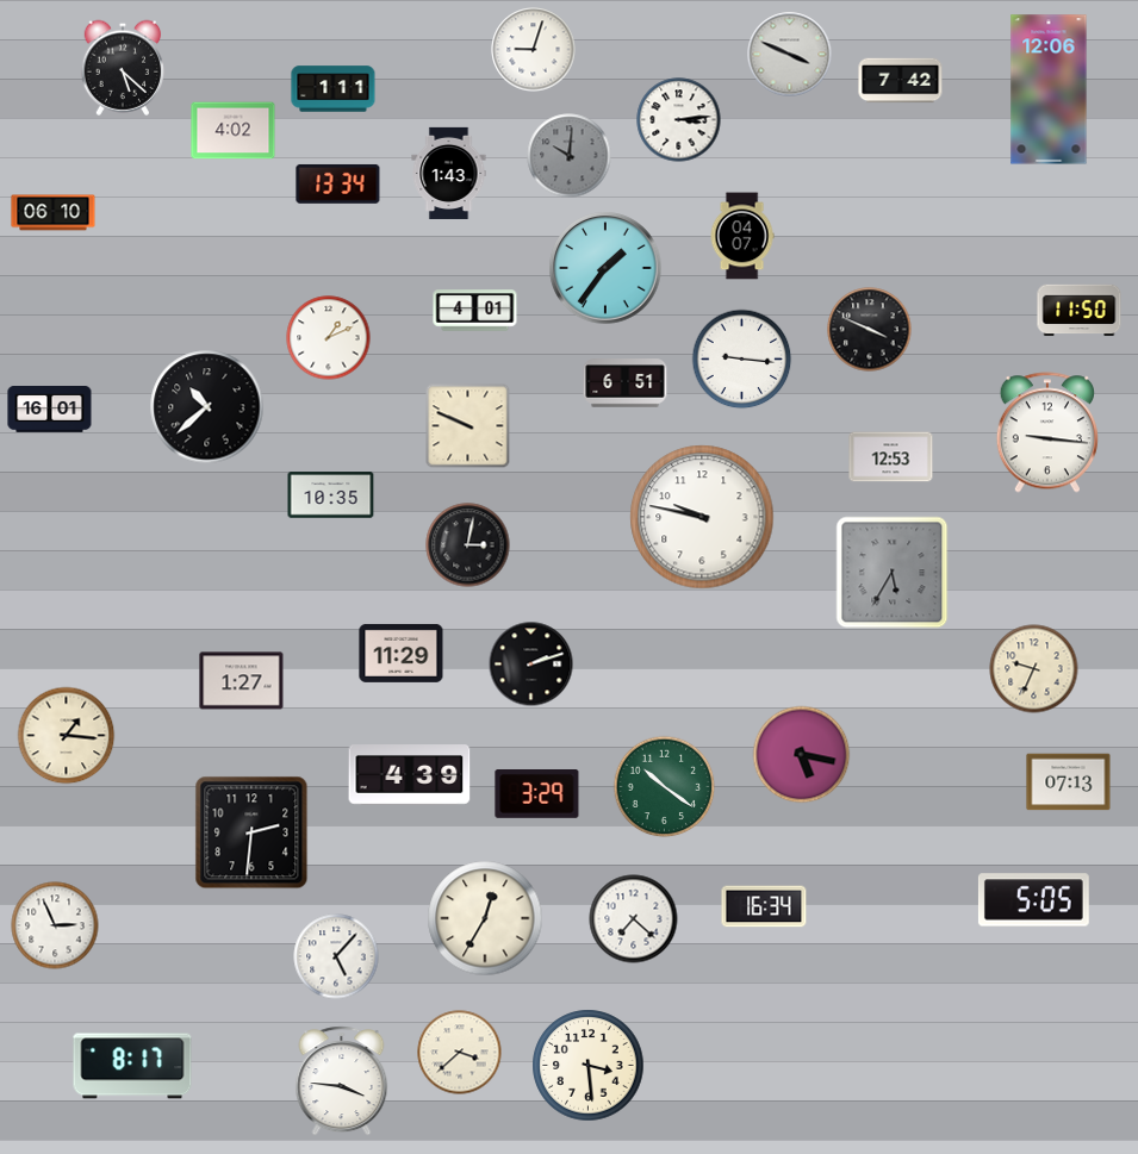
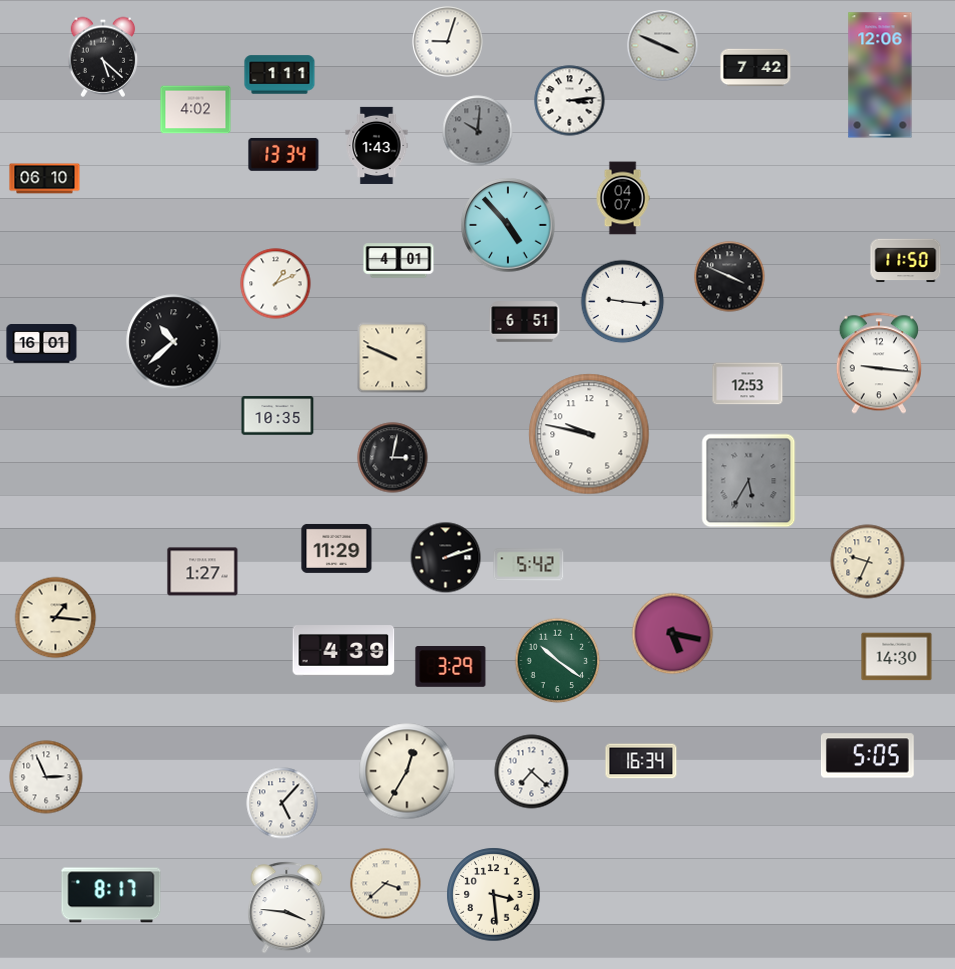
clock at (605, 268): 1:36 -> 4:53
clock at (529, 565): none -> 5:42
clock at (1069, 782): 07:13 -> 14:30
clock at (251, 832): 2:31 -> none
